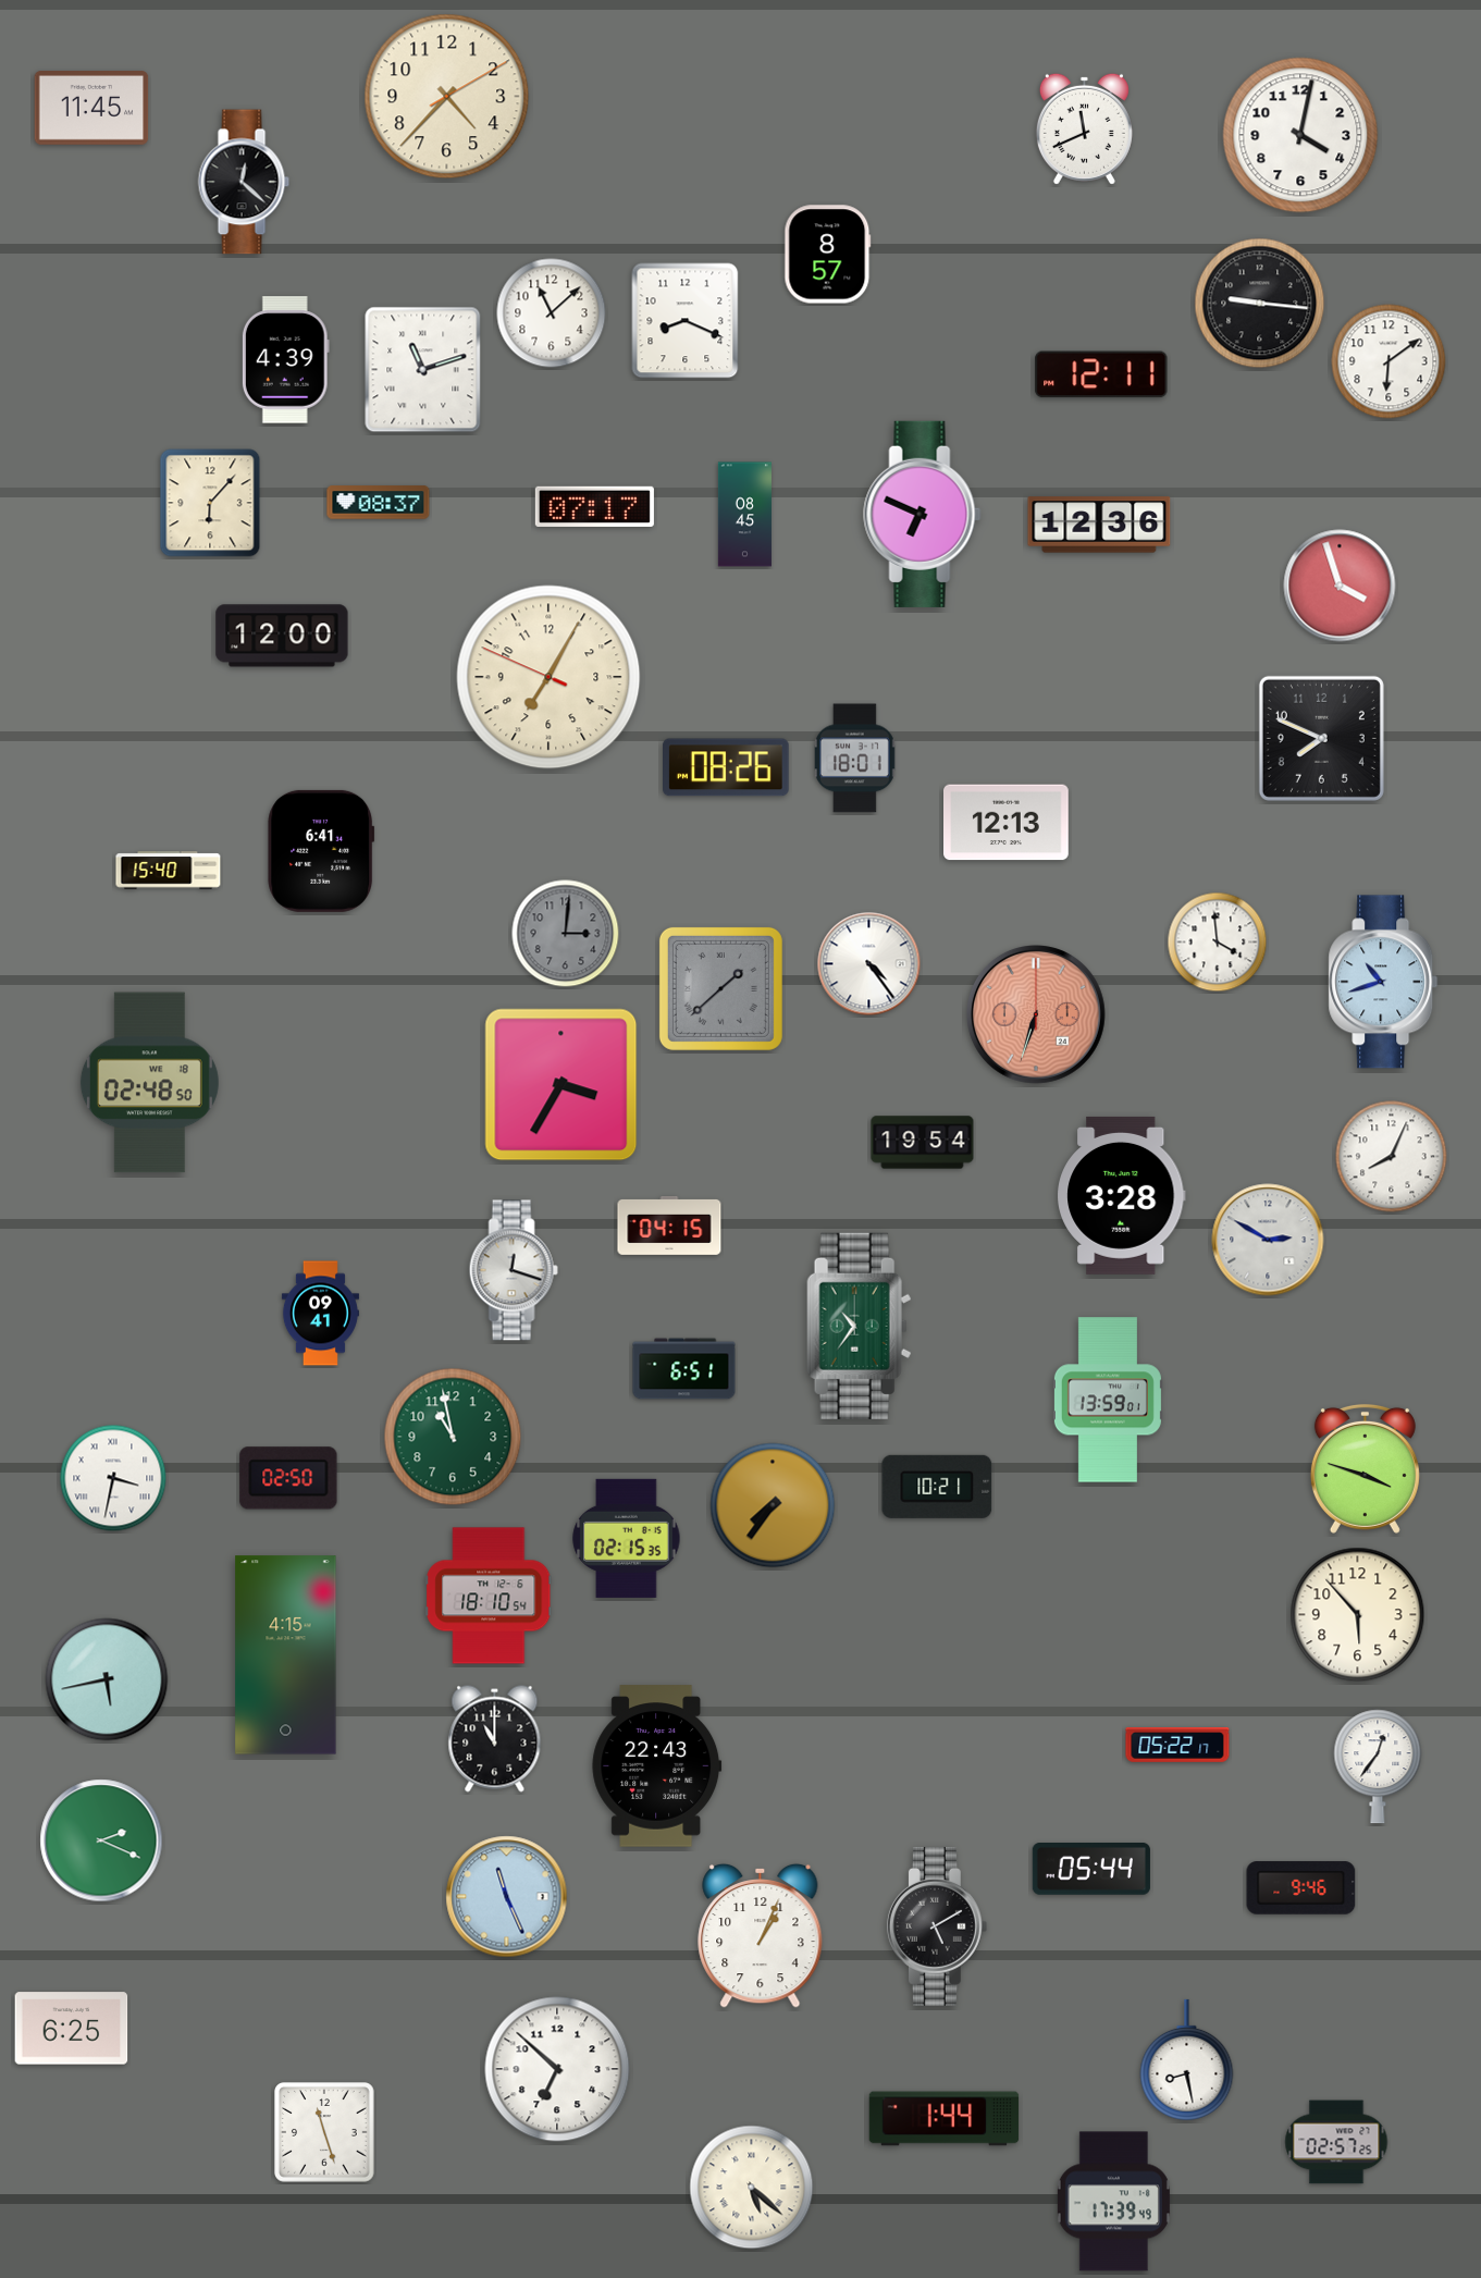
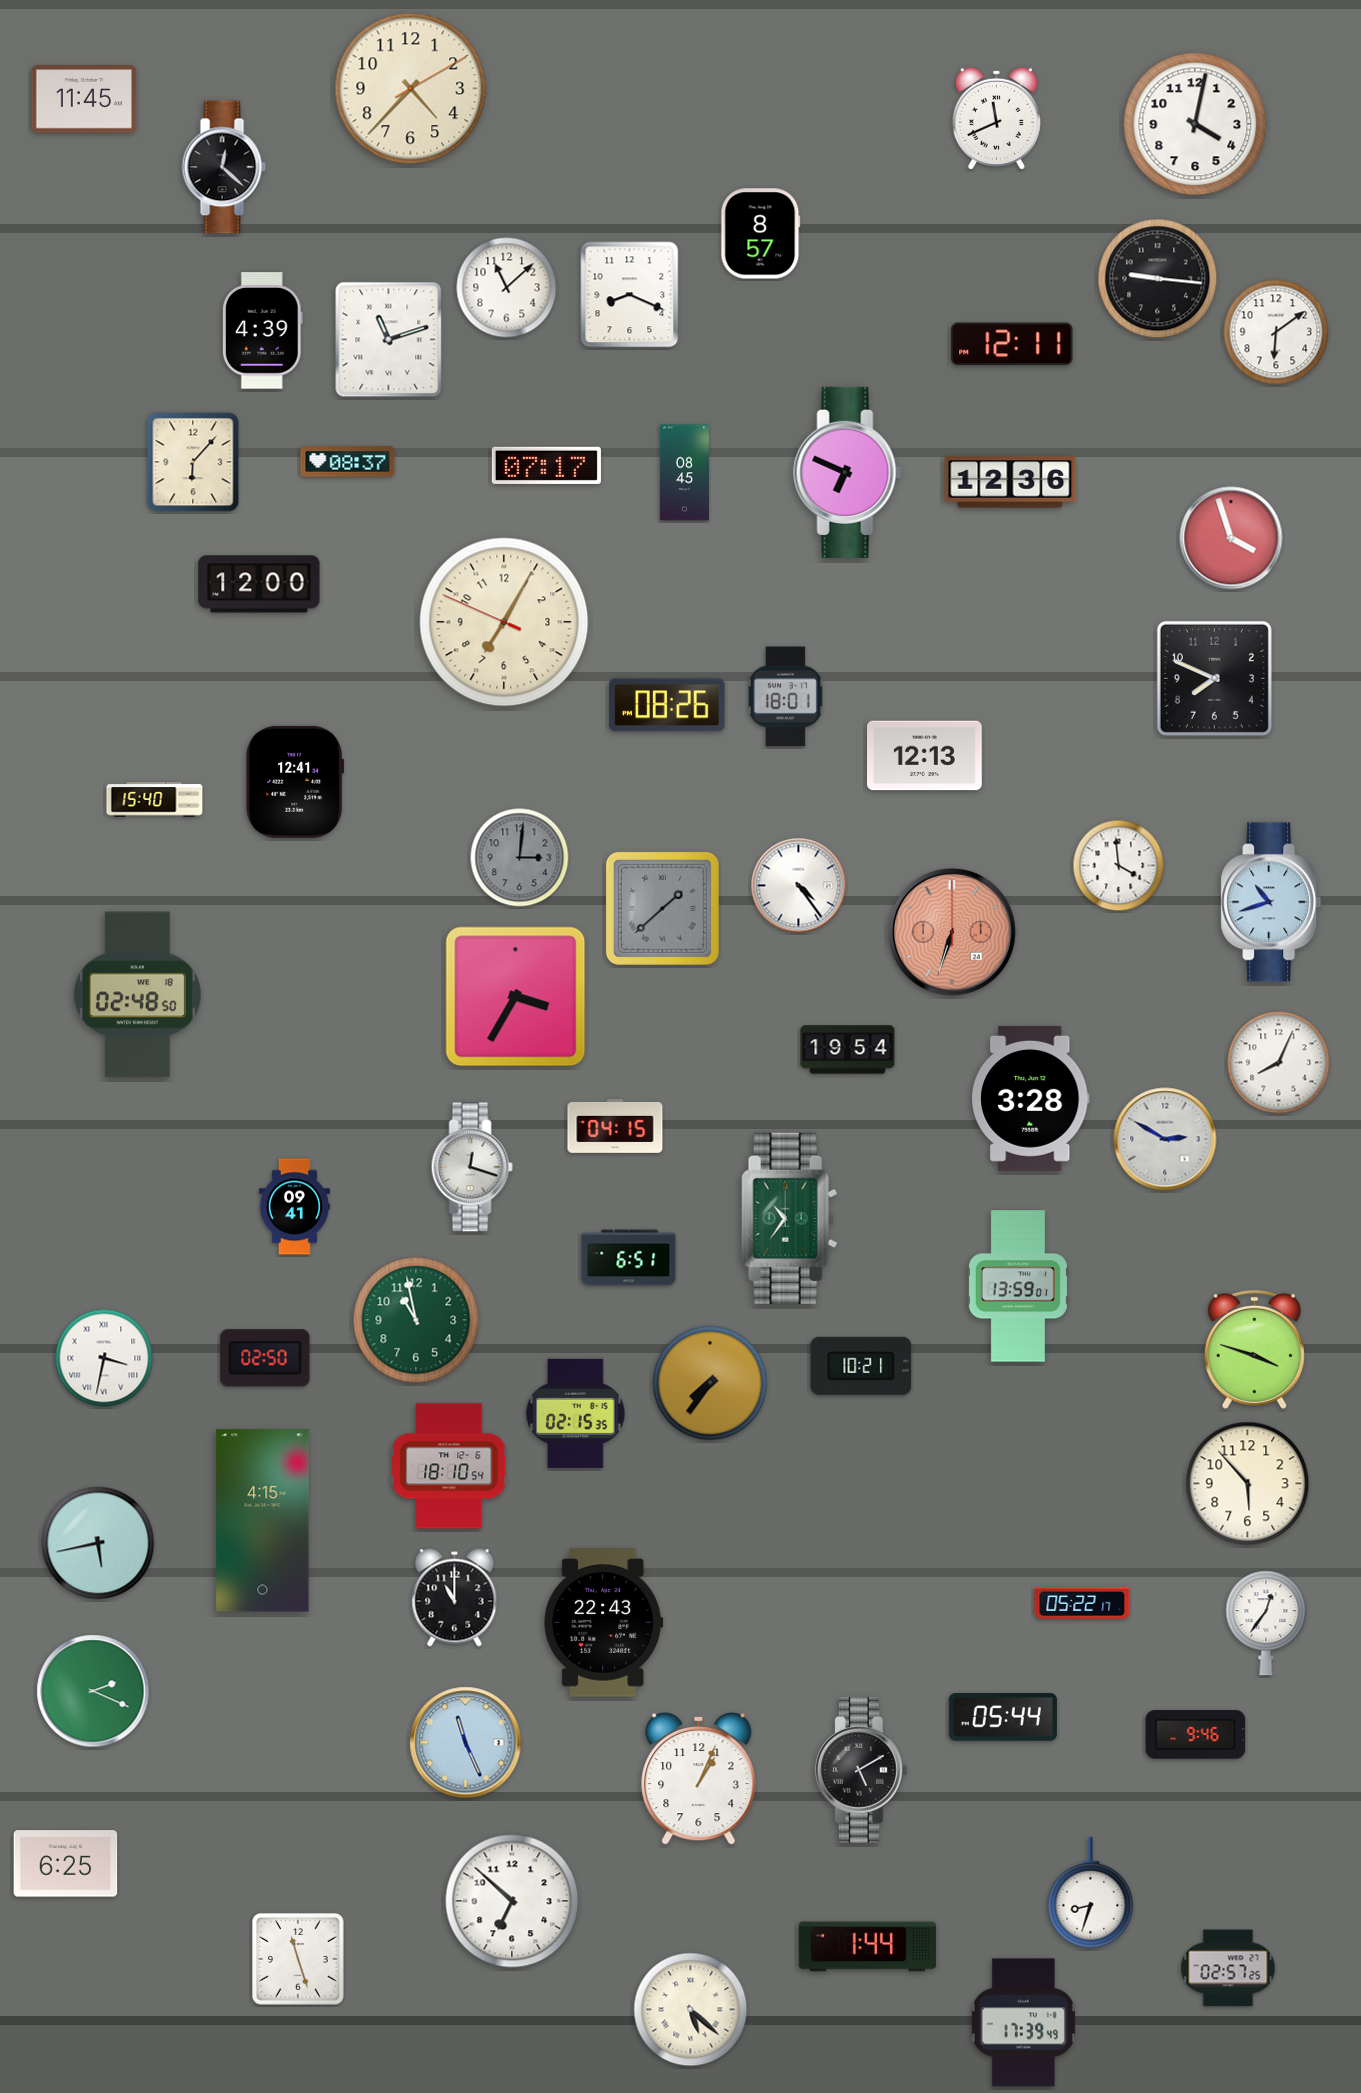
clock at (321, 851): 6:41 -> 12:41
clock at (1187, 2060): 8:28 -> 8:33
